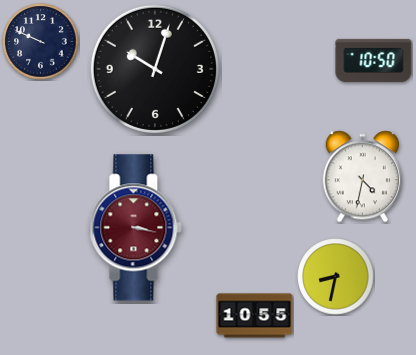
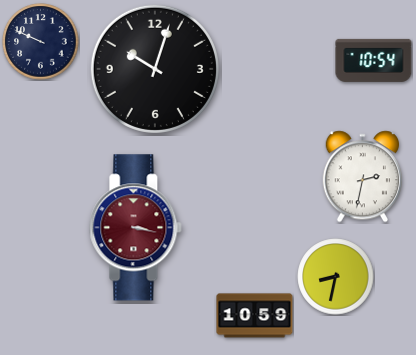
clock at (374, 60): 10:50 -> 10:54
clock at (362, 177): 4:32 -> 2:32
clock at (255, 316): 10:55 -> 10:59
